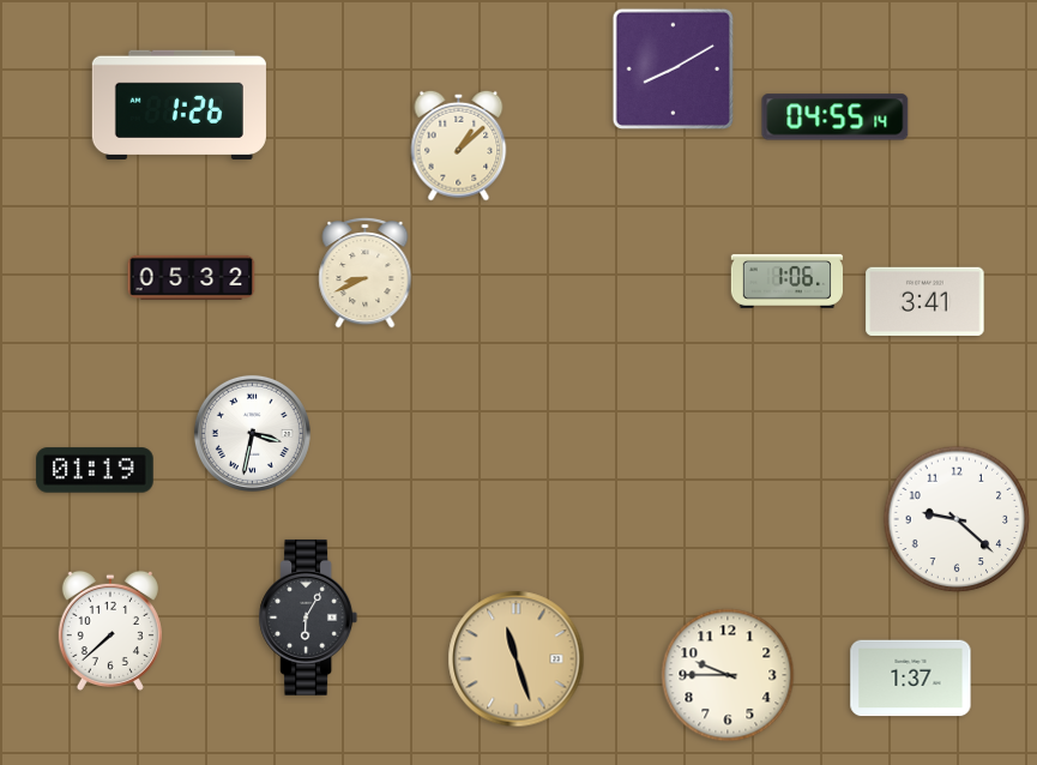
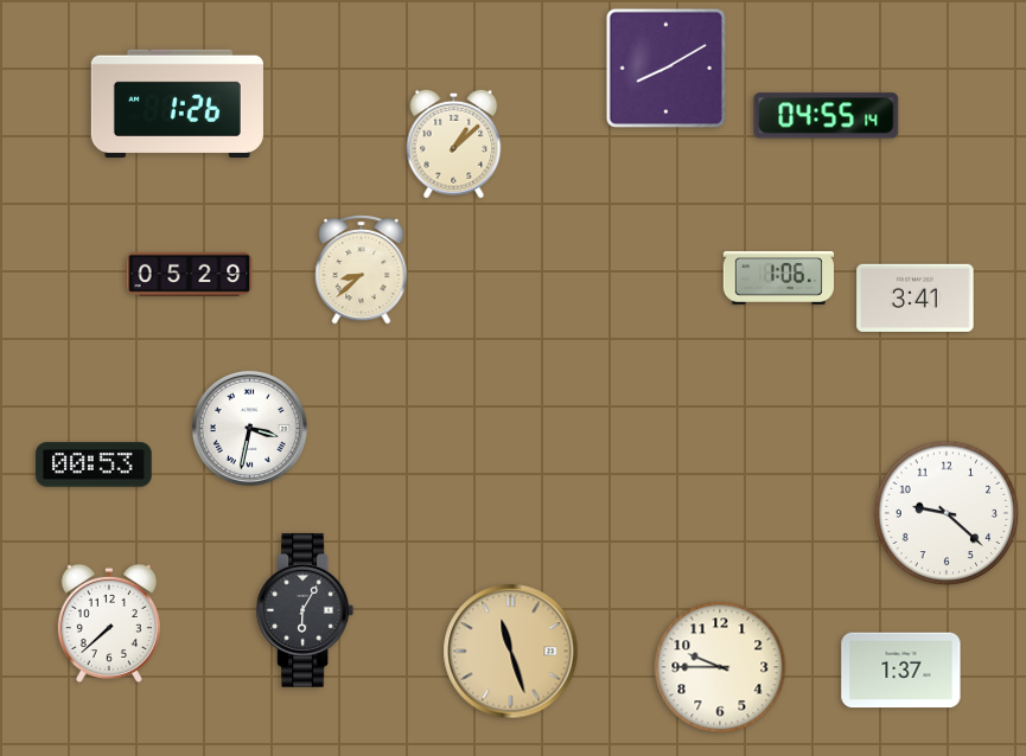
clock at (366, 272): 8:41 -> 8:38
clock at (192, 277): 05:32 -> 05:29
clock at (95, 470): 01:19 -> 00:53
